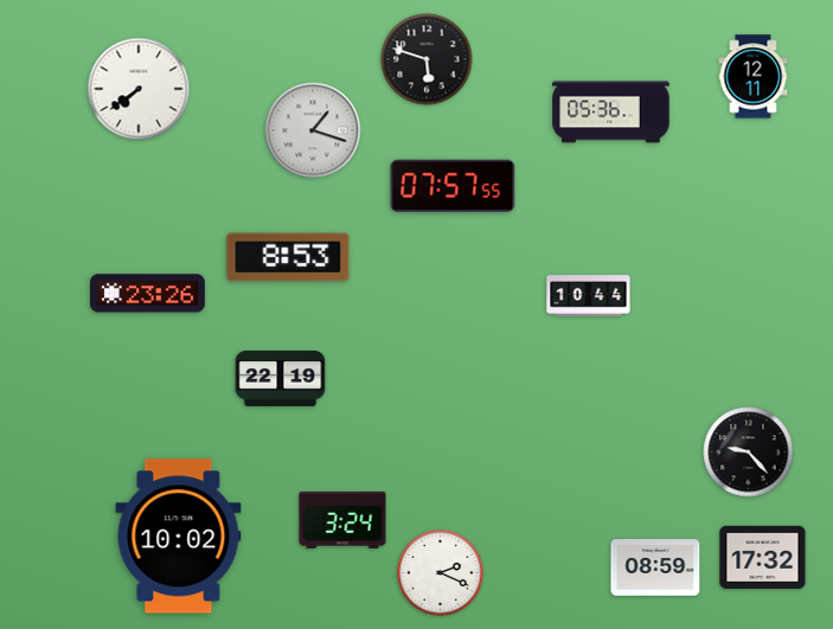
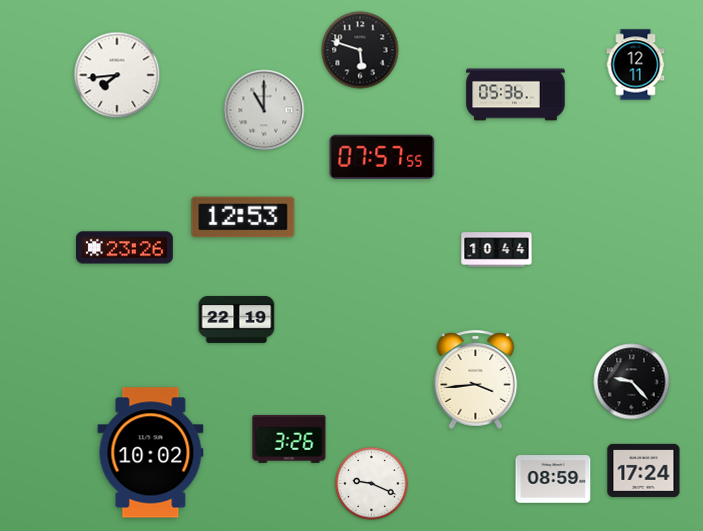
clock at (139, 89): 7:39 -> 7:44
clock at (313, 130): 1:18 -> 11:00
clock at (288, 257): 8:53 -> 12:53
clock at (476, 379): none -> 3:44
clock at (342, 520): 3:24 -> 3:26
clock at (763, 557): 17:32 -> 17:24
clock at (441, 573): 2:19 -> 9:19
